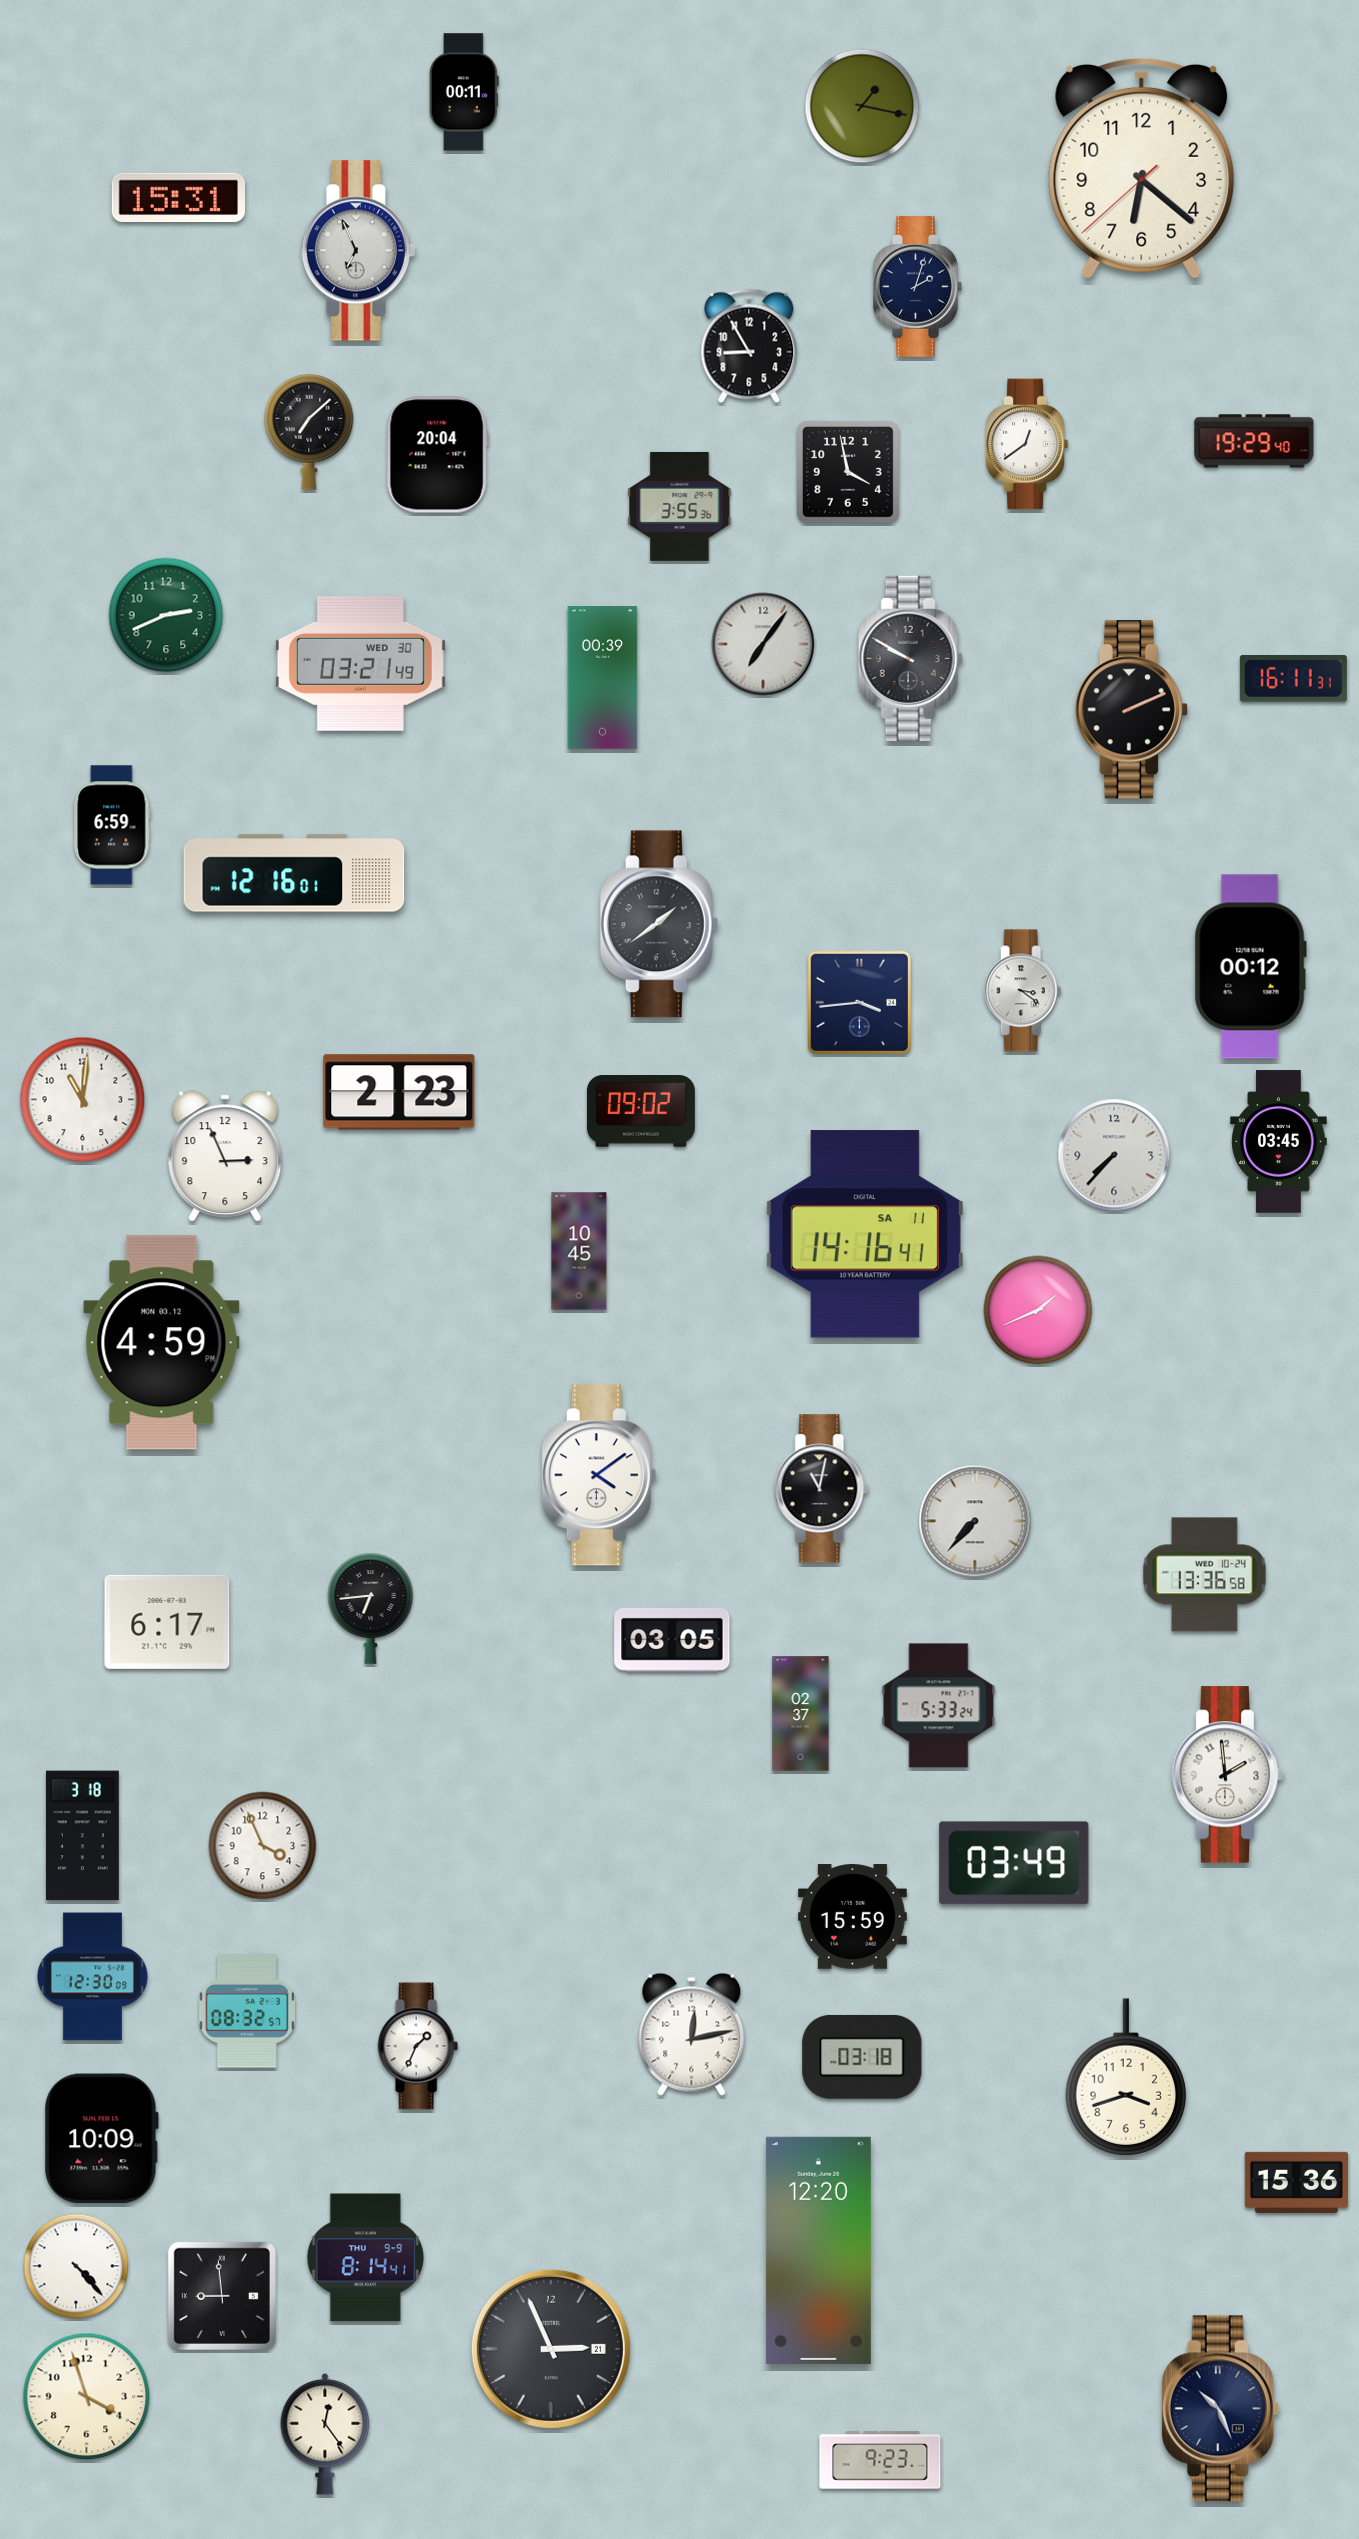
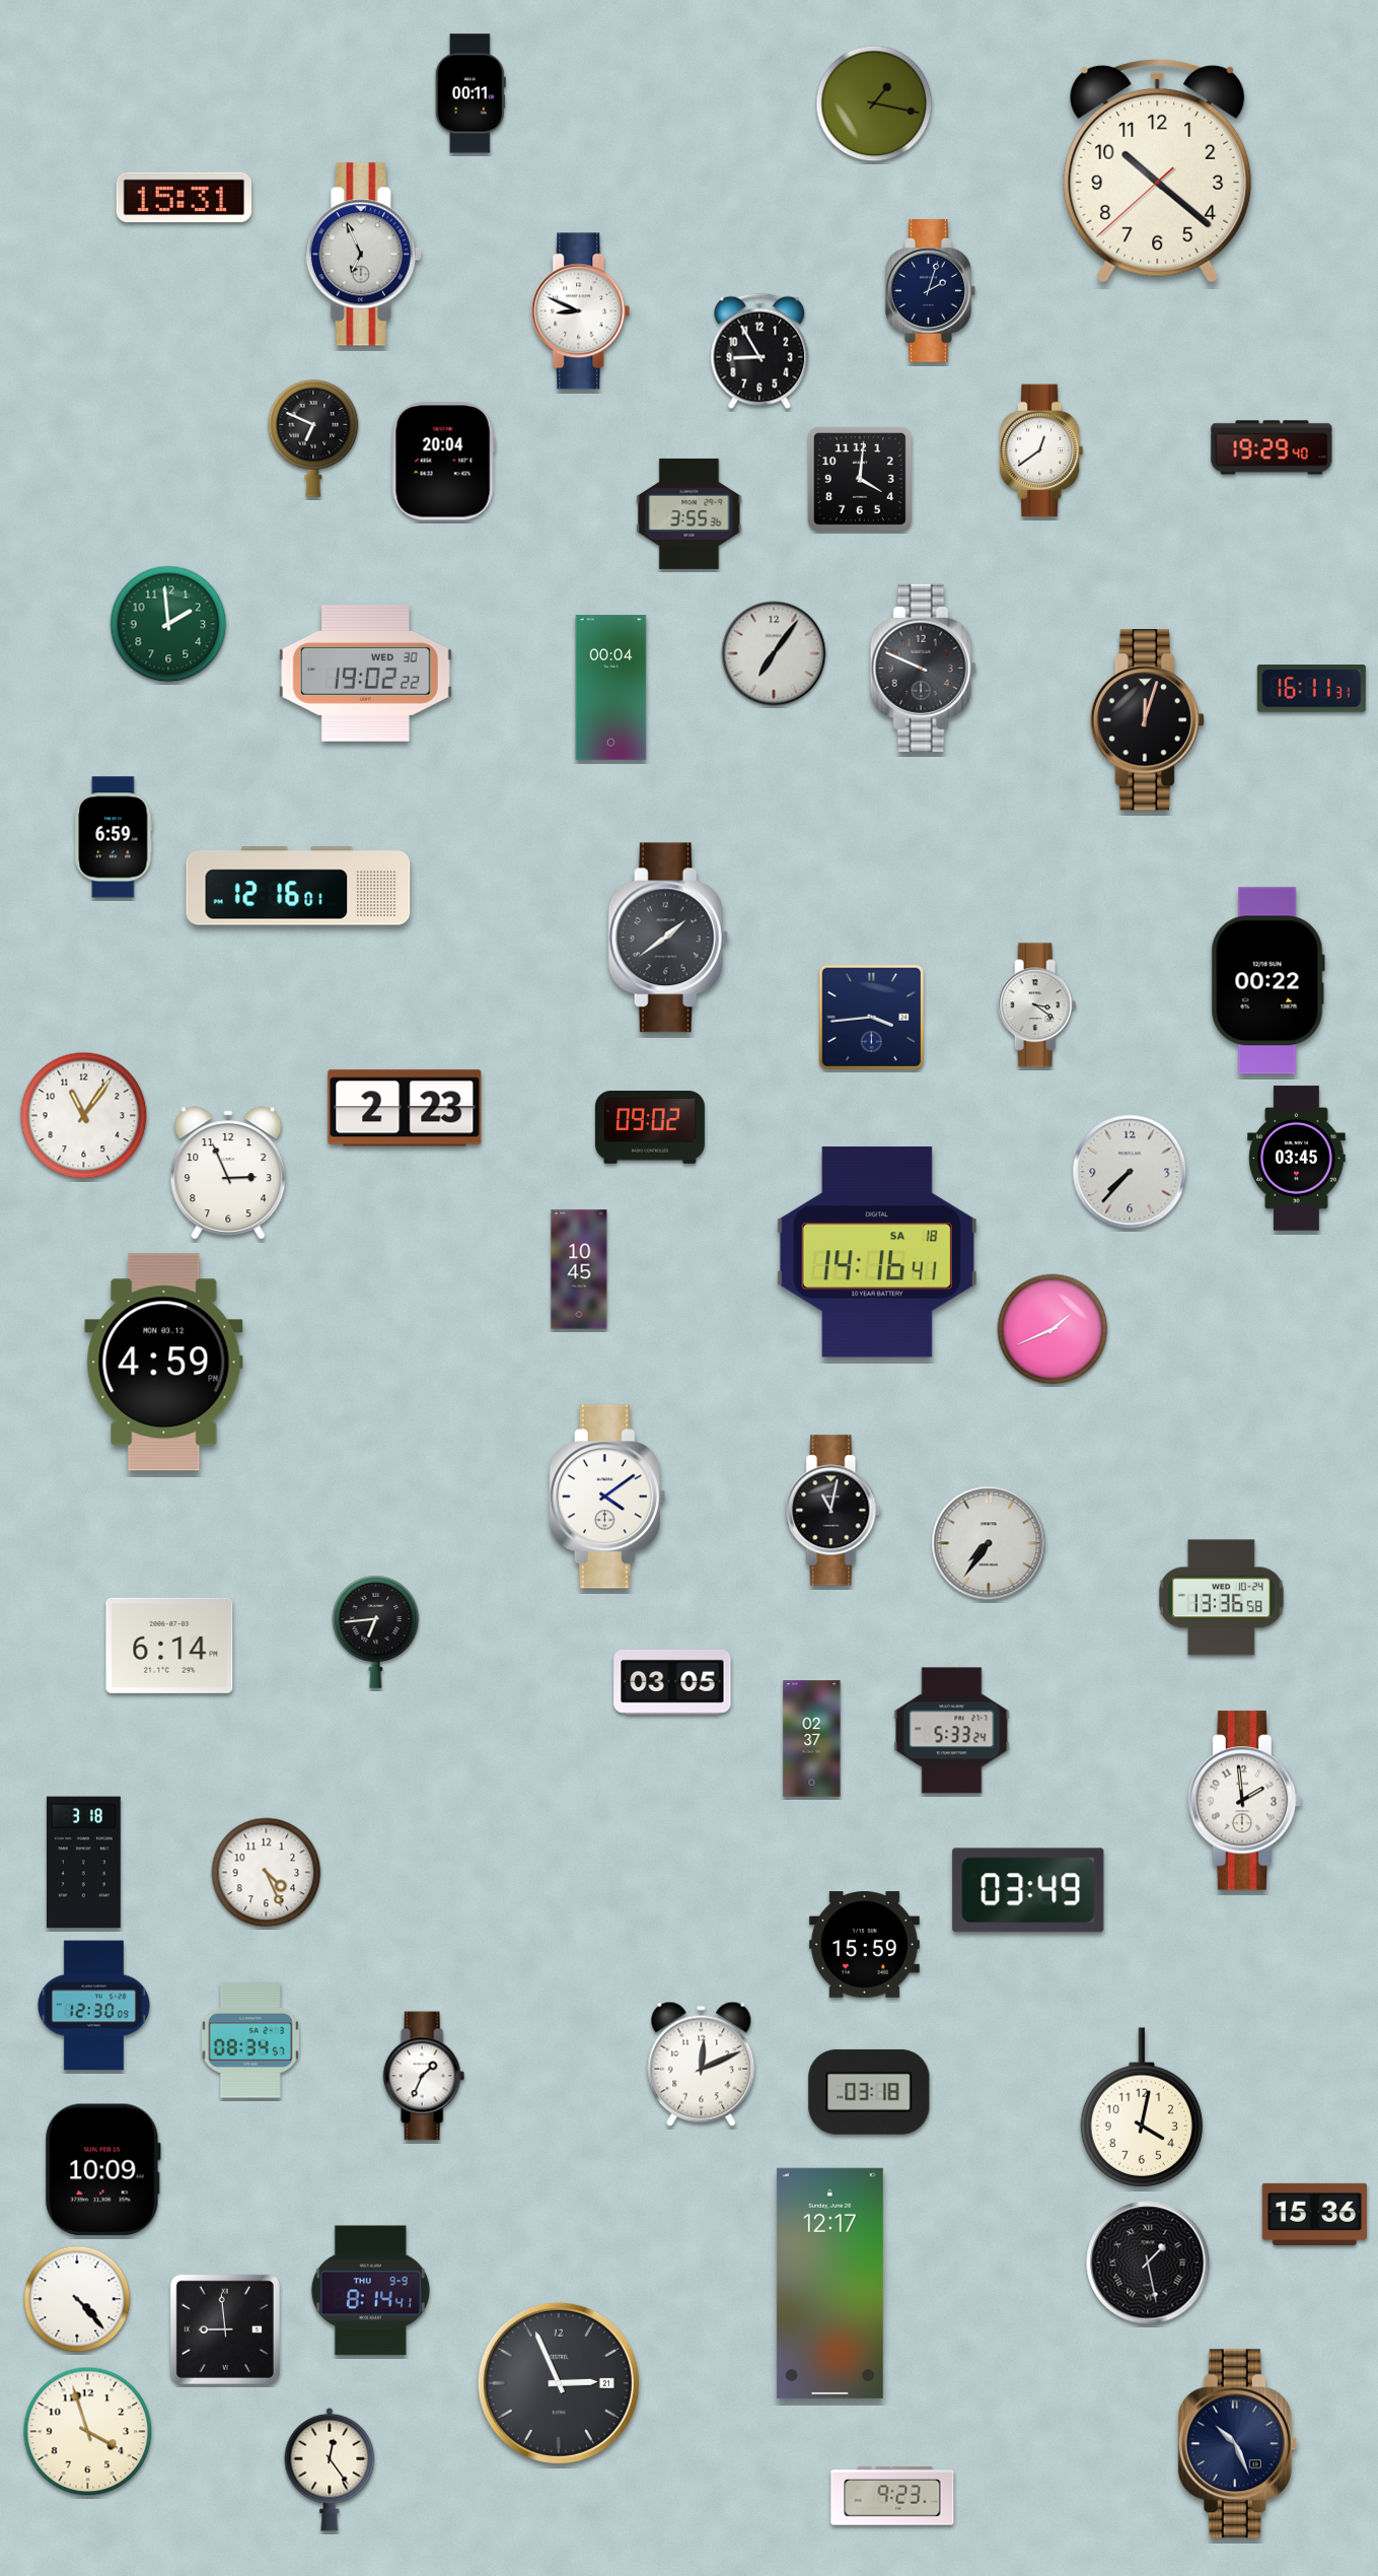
clock at (862, 106) position: (862, 106) -> (874, 103)
clock at (1142, 168): 6:21 -> 10:21
clock at (178, 197) position: (178, 197) -> (184, 197)
clock at (581, 311): none -> 8:49
clock at (309, 432): 7:08 -> 6:49
clock at (848, 472): 3:58 -> 4:01
clock at (166, 615): 2:41 -> 1:59
clock at (910, 658): 9:50 -> 9:49
clock at (360, 663): 03:21 -> 19:02
clock at (603, 678): 00:39 -> 00:04
clock at (1131, 710): 2:11 -> 12:03
clock at (1250, 967): 00:12 -> 00:22
clock at (83, 1100): 11:01 -> 11:06
clock at (865, 1234) date: SA 11 -> SA 18
clock at (579, 1251) position: (579, 1251) -> (579, 1269)
clock at (975, 1521): 7:37 -> 7:36
clock at (167, 1622): 6:17 -> 6:14
clock at (672, 1640) position: (672, 1640) -> (672, 1682)
clock at (263, 1846): 3:56 -> 4:26
clock at (247, 2011): 08:32 -> 08:34
clock at (692, 2034): 12:13 -> 12:11
clock at (862, 2057) position: (862, 2057) -> (869, 2092)
clock at (1126, 2077): 3:42 -> 4:02
clock at (1148, 2262): none -> 1:28
clock at (818, 2250): 12:20 -> 12:17
